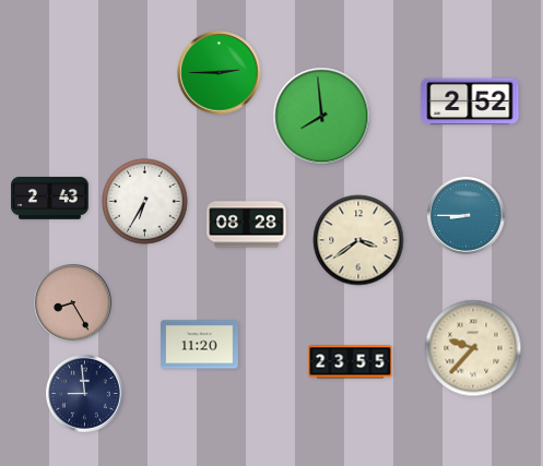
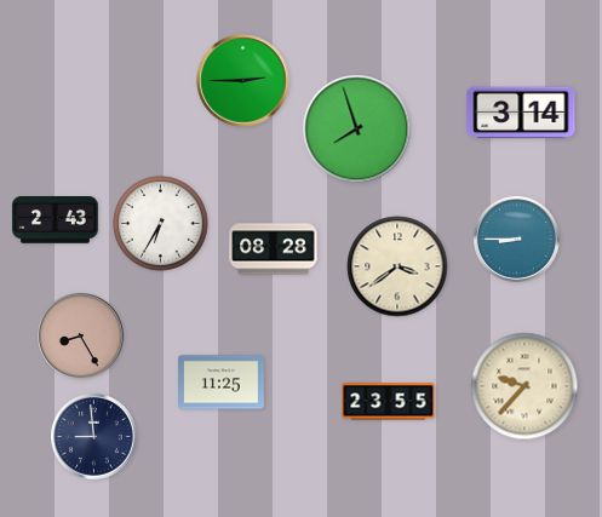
clock at (470, 101): 2:52 -> 3:14
clock at (322, 117): 7:59 -> 7:57
clock at (200, 345): 11:20 -> 11:25
